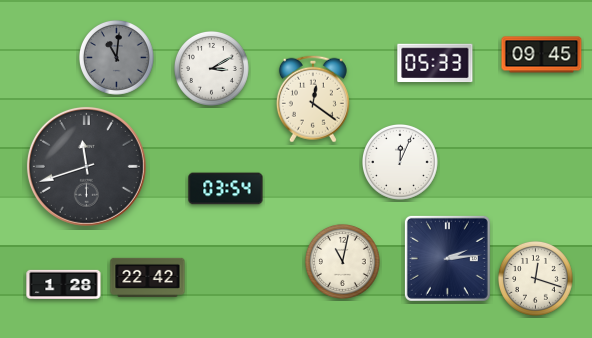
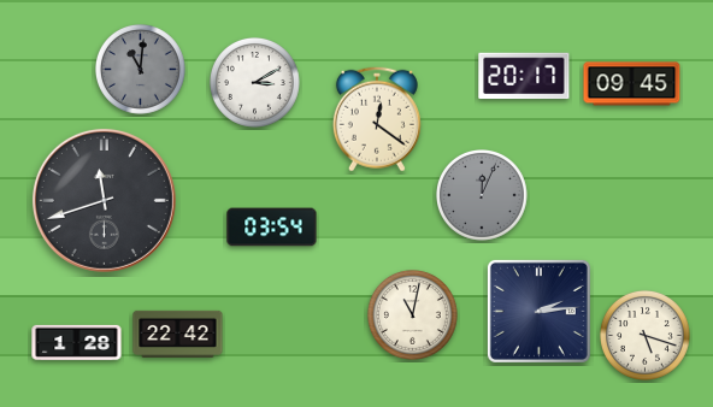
clock at (542, 55) position: (542, 55) -> (632, 84)
clock at (435, 63): 05:33 -> 20:17
clock at (401, 163) dial: white -> grey
clock at (535, 278): 12:18 -> 5:18
